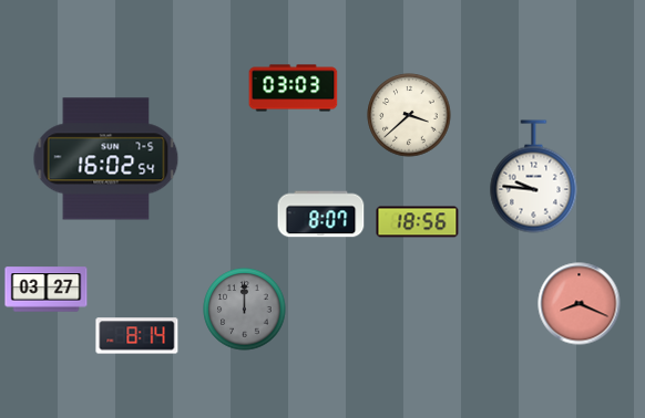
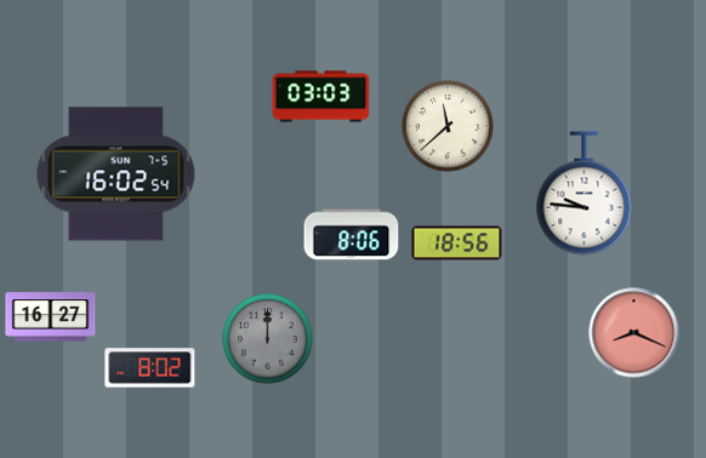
clock at (409, 115): 3:38 -> 11:38
clock at (321, 215): 8:07 -> 8:06
clock at (47, 290): 03:27 -> 16:27
clock at (137, 336): 8:14 -> 8:02
